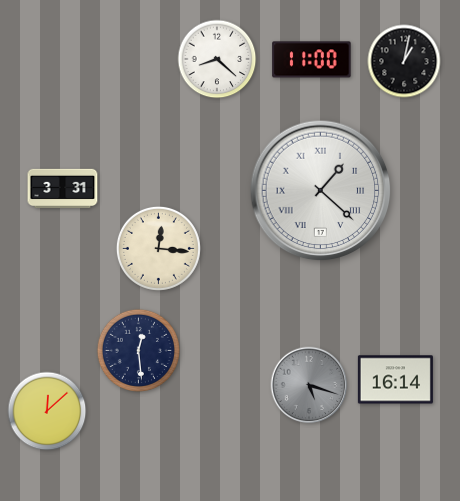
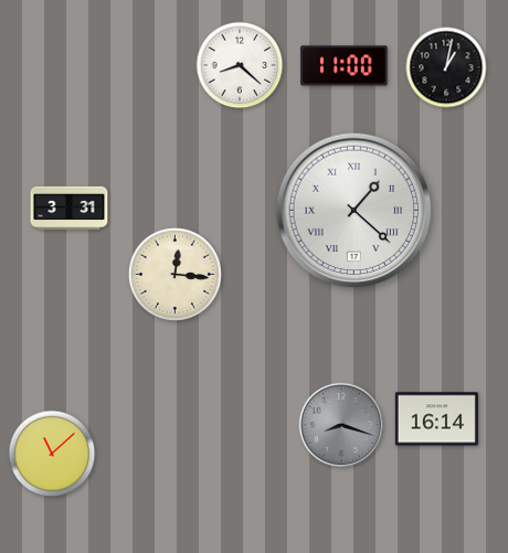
clock at (138, 350): 12:29 -> none
clock at (309, 385): 5:18 -> 8:18
clock at (47, 411): 12:08 -> 11:08
